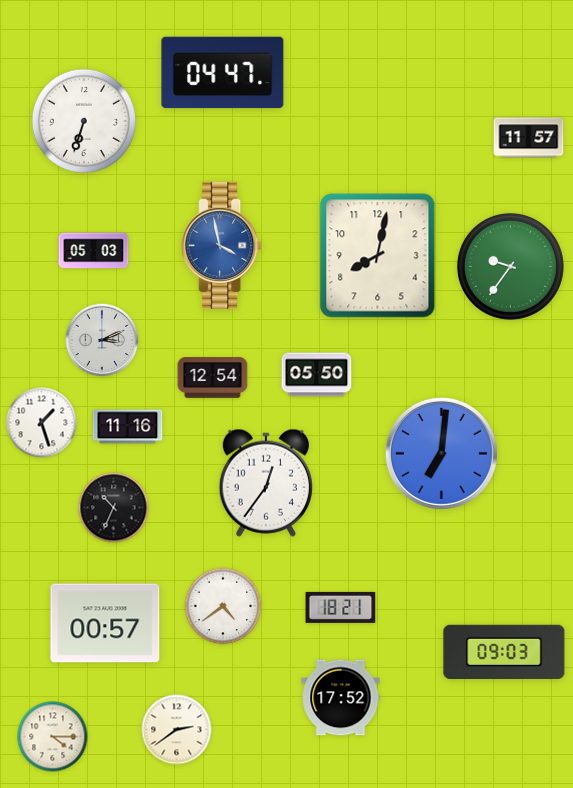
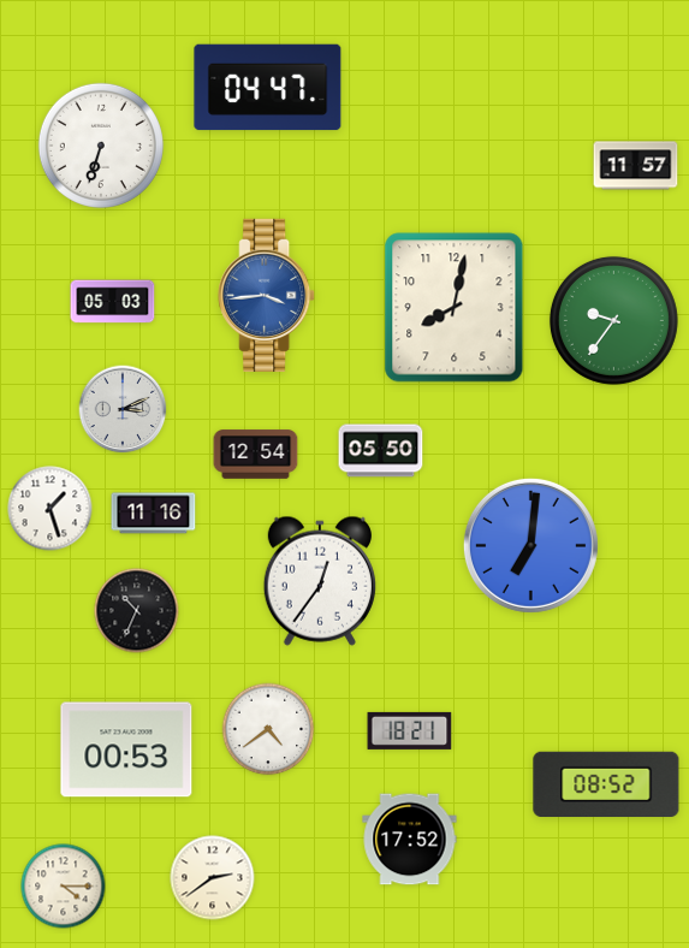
clock at (222, 245): 3:58 -> 3:44
clock at (105, 623): 00:57 -> 00:53
clock at (504, 651): 09:03 -> 08:52
